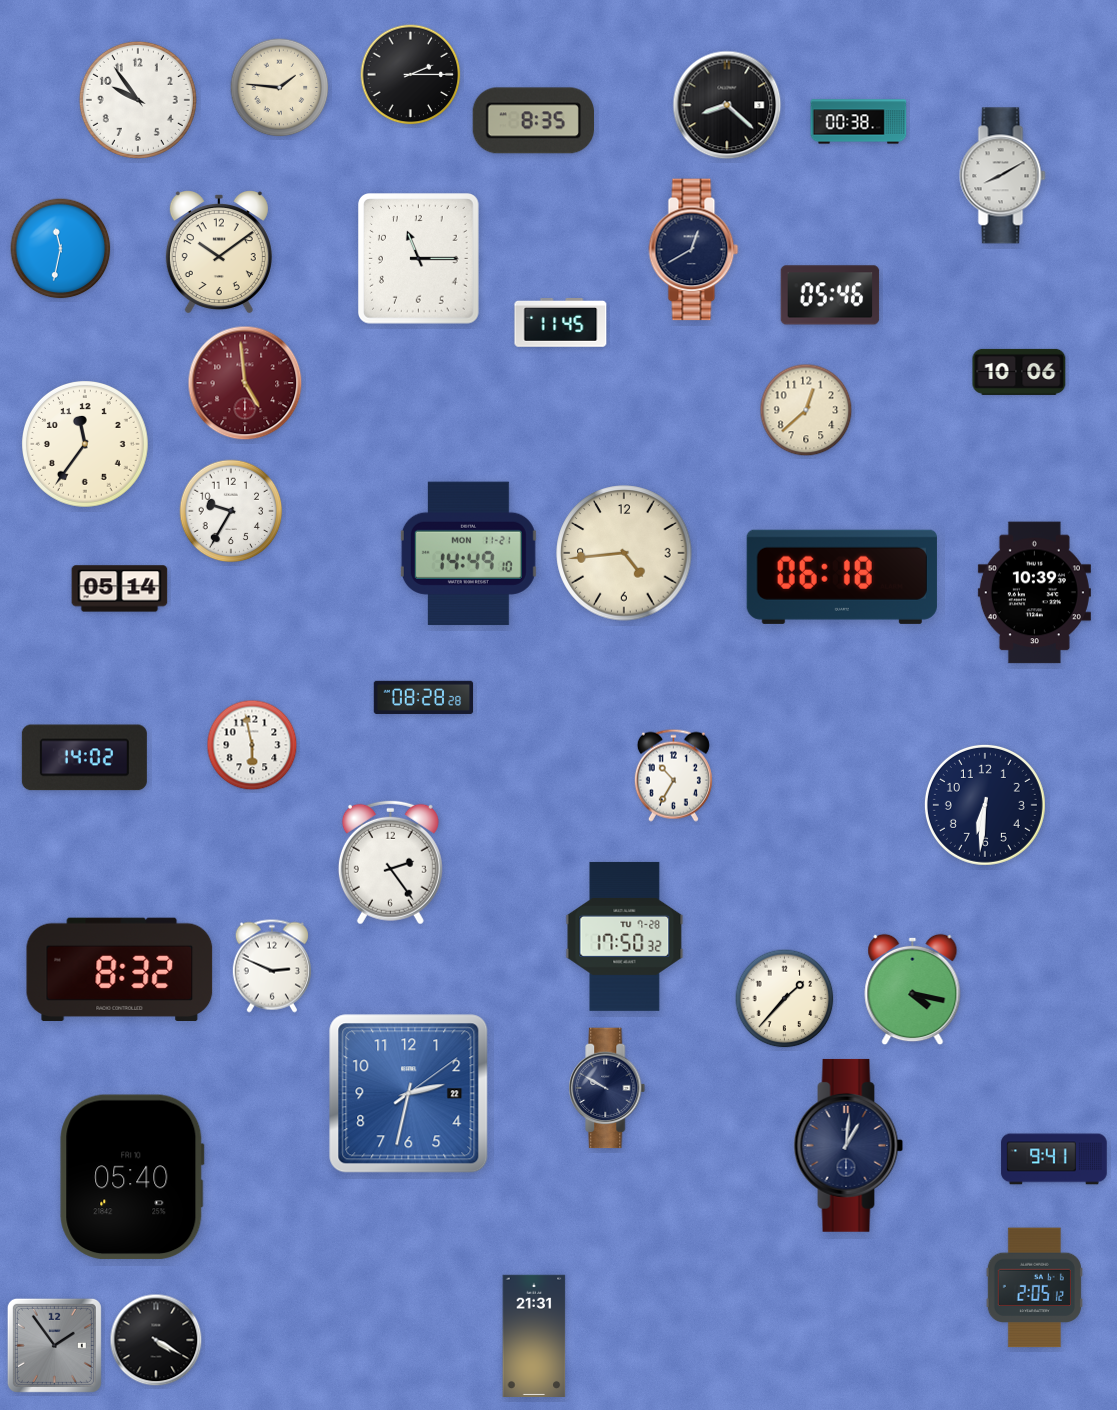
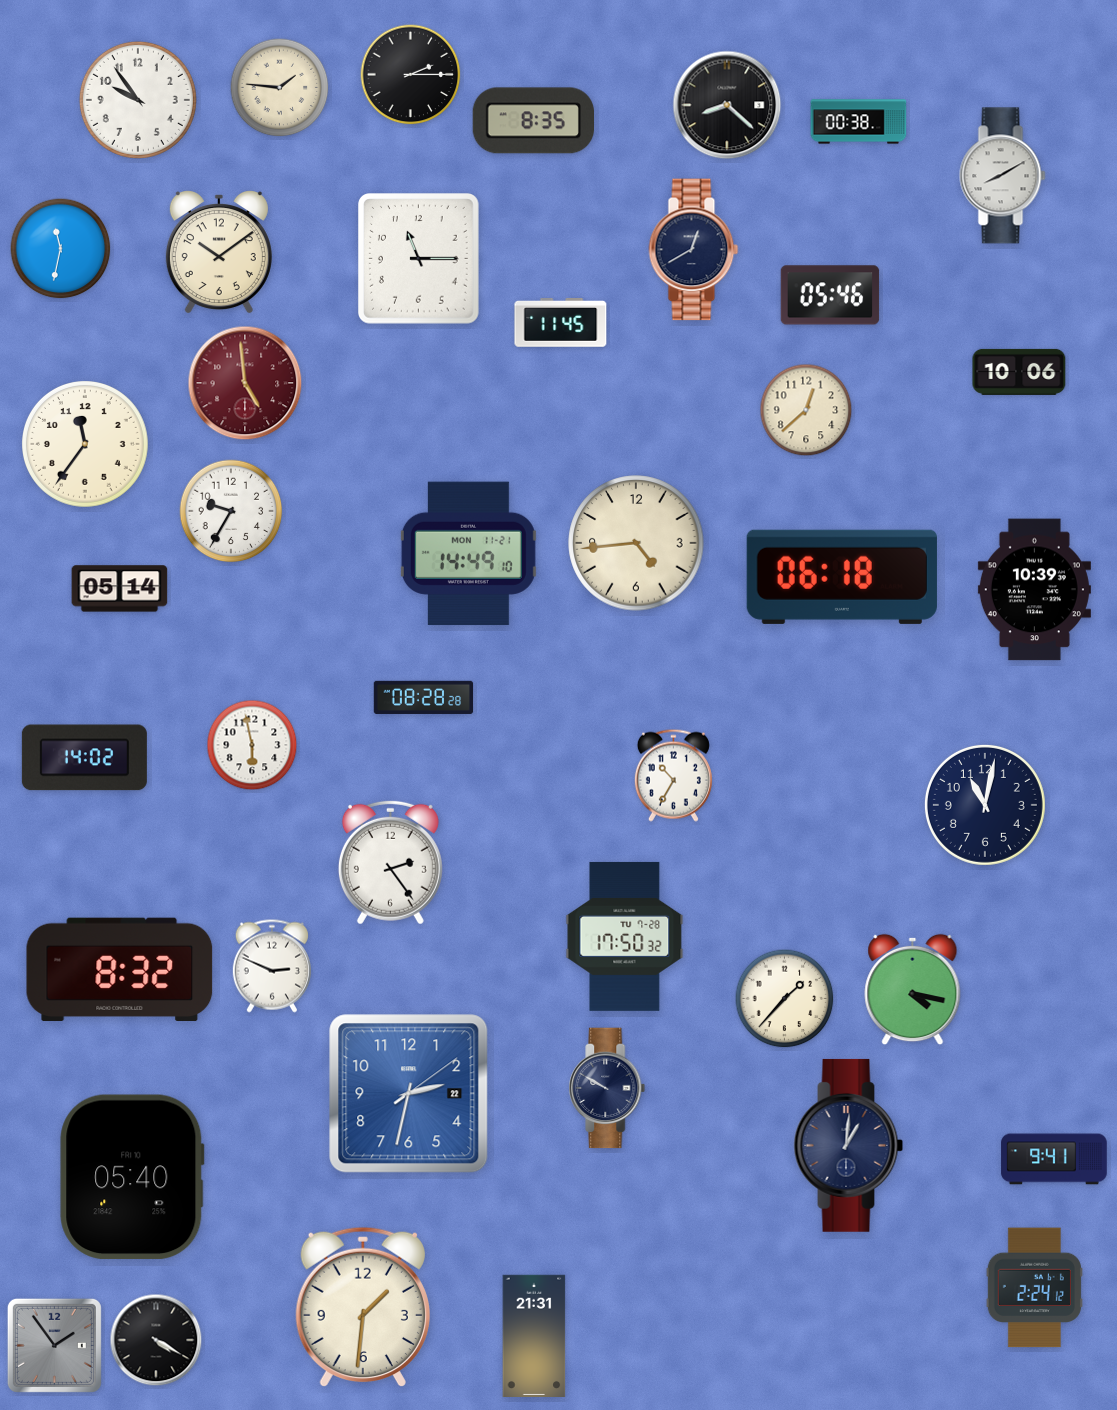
clock at (624, 553) position: (624, 553) -> (636, 543)
clock at (1034, 593) position: (1034, 593) -> (1034, 590)
clock at (985, 805): 6:31 -> 11:02
clock at (1034, 1288): 2:05 -> 2:24
clock at (363, 1307): none -> 1:31
